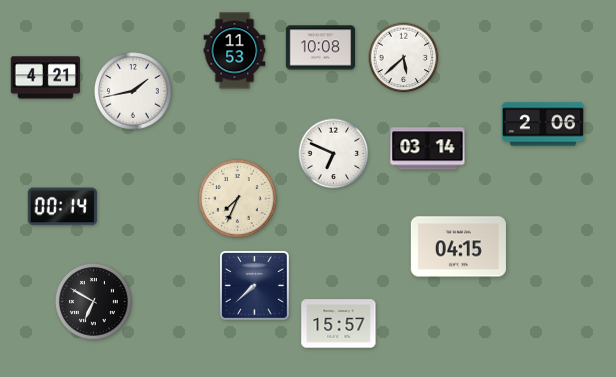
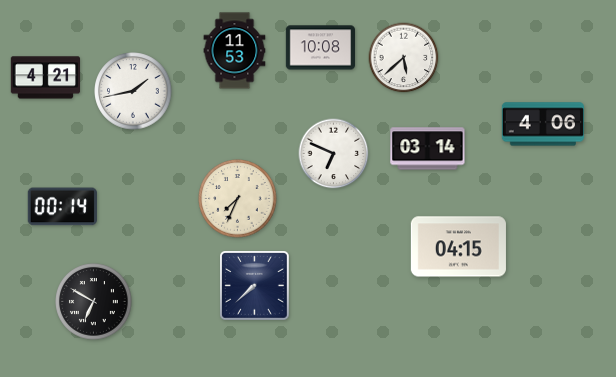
clock at (543, 124): 2:06 -> 4:06
clock at (339, 324): 15:57 -> none
